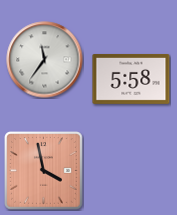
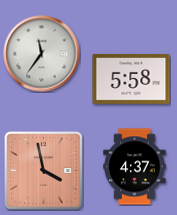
clock at (45, 60) position: (45, 60) -> (42, 54)
clock at (135, 167): none -> 4:37
